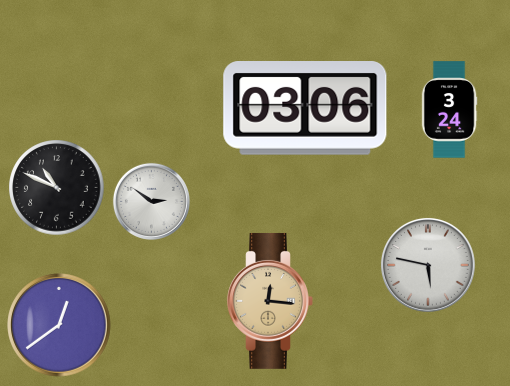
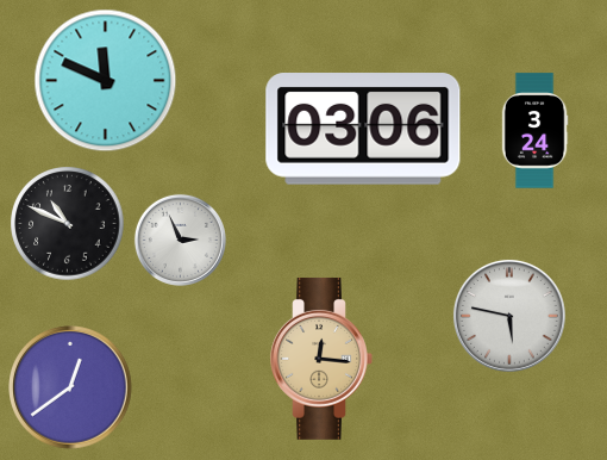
clock at (106, 81): none -> 11:49
clock at (151, 201): 2:51 -> 2:56
